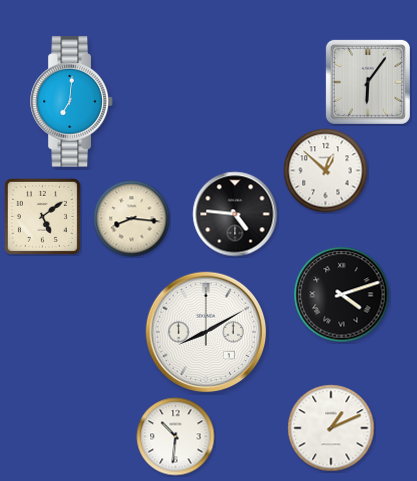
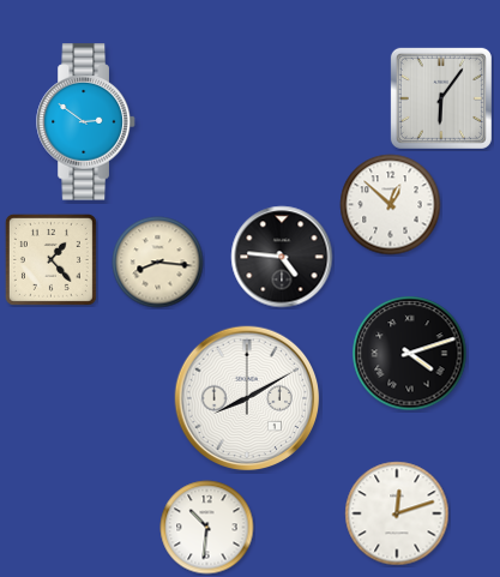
clock at (72, 102): 7:01 -> 2:51
clock at (42, 216): 5:09 -> 1:23
clock at (331, 428): 1:11 -> 12:12
clock at (176, 437) position: (176, 437) -> (207, 528)
